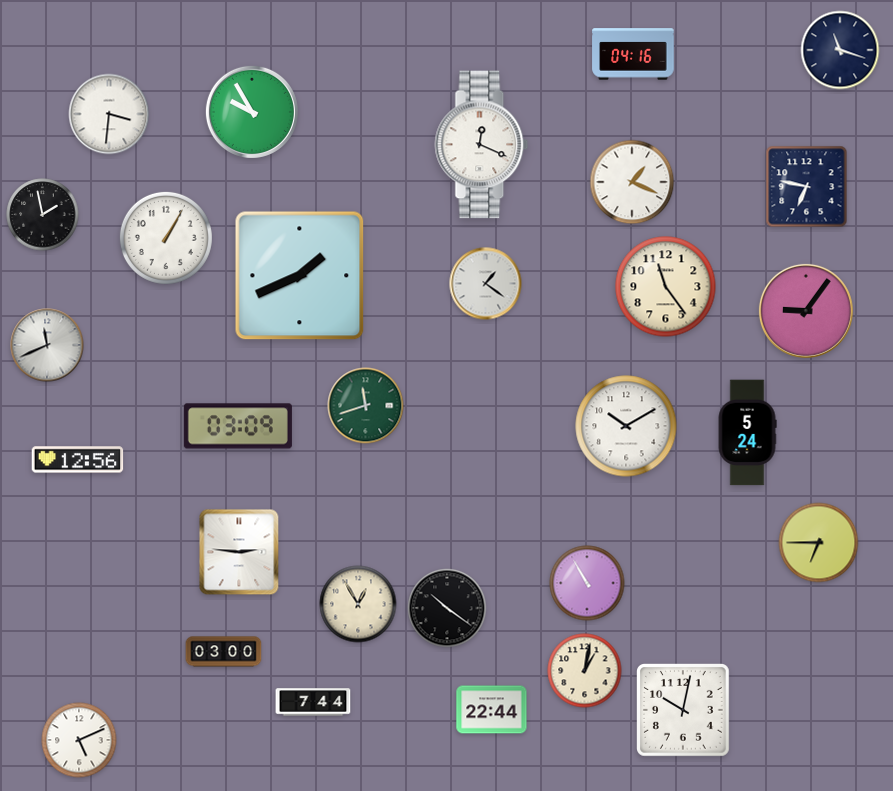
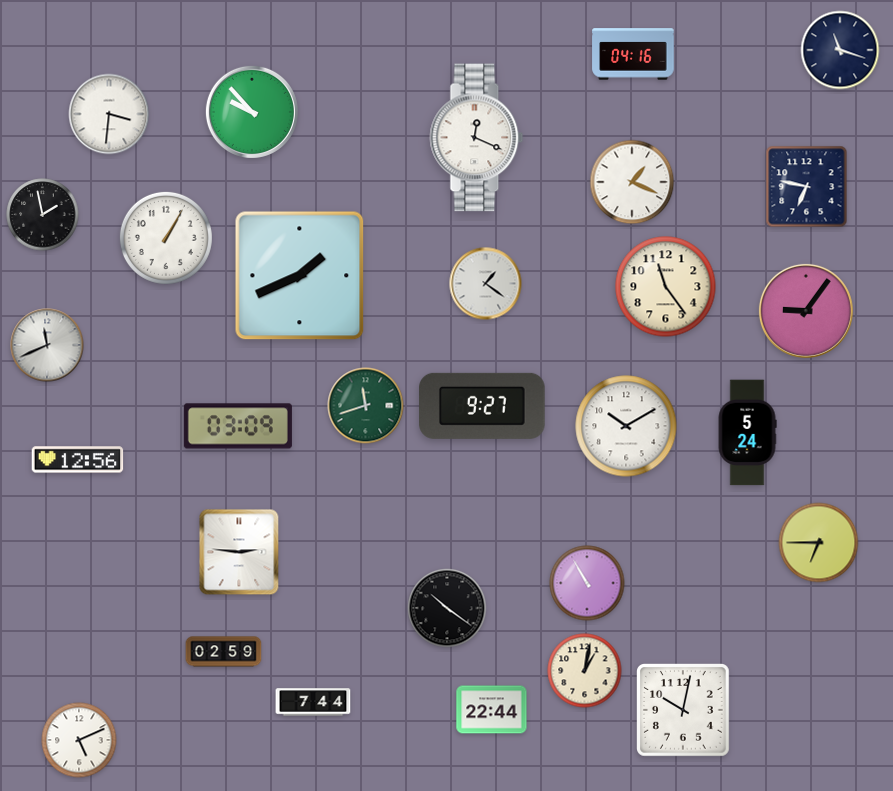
clock at (252, 112): 9:55 -> 9:53
clock at (482, 145) position: (482, 145) -> (477, 138)
clock at (482, 406): none -> 9:27
clock at (358, 604): 12:55 -> none
clock at (224, 652): 03:00 -> 02:59
